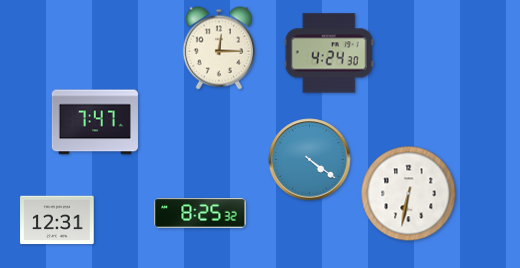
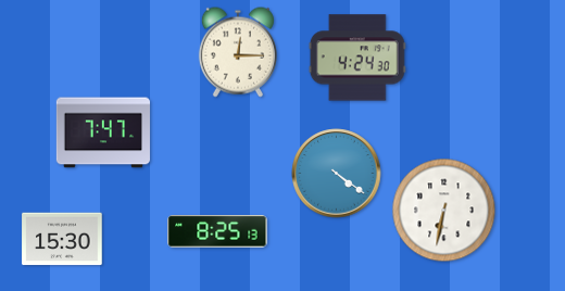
clock at (200, 213): 8:25:32 -> 8:25:13
clock at (57, 220): 12:31 -> 15:30
